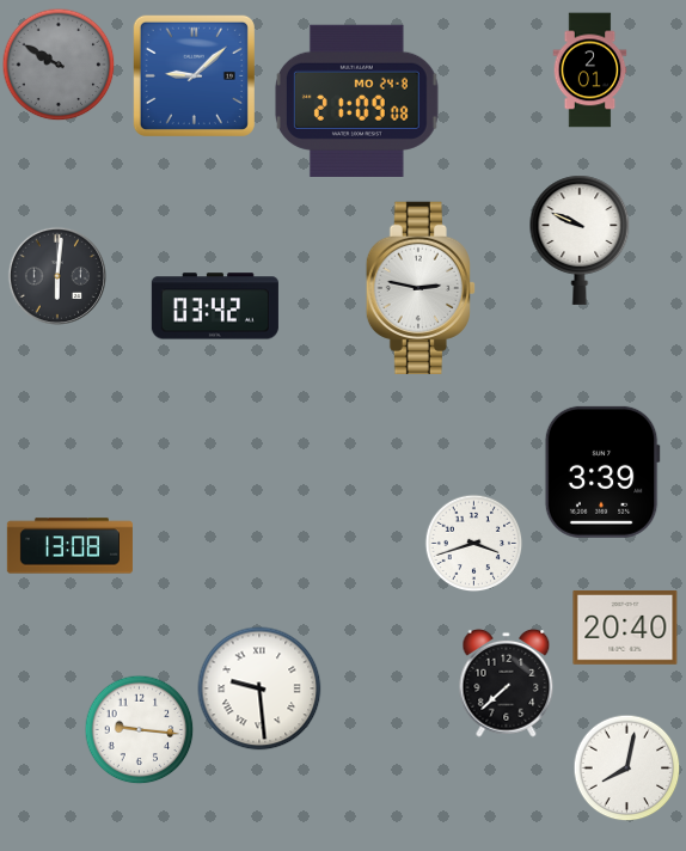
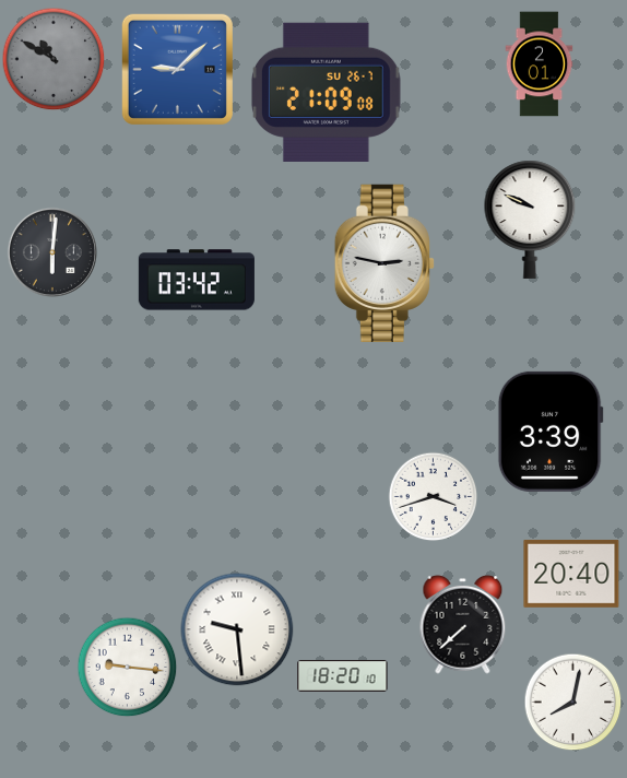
clock at (59, 65): 9:50 -> 10:50
clock at (356, 100) date: MO 24-8 -> SU 26-7
clock at (69, 546): 13:08 -> none
clock at (343, 676): none -> 18:20
